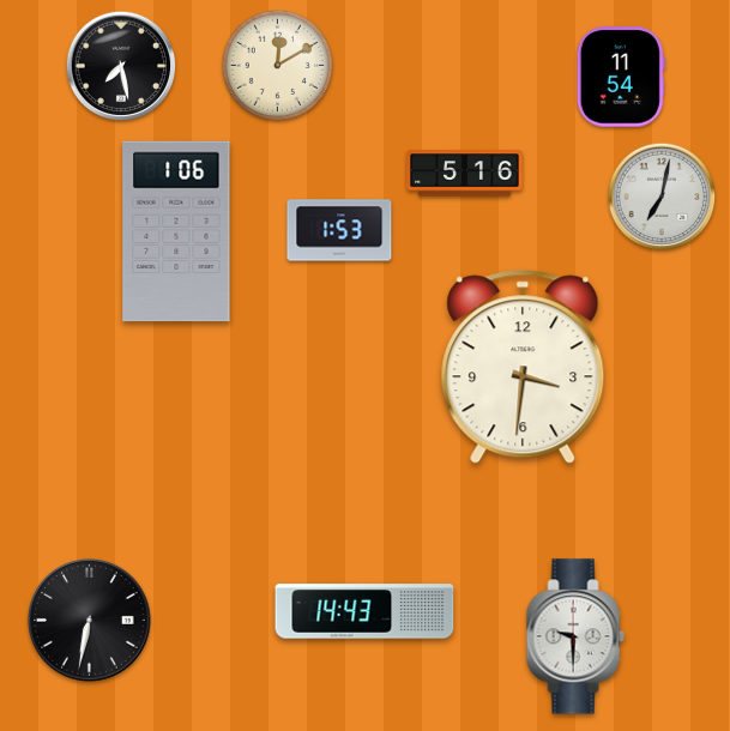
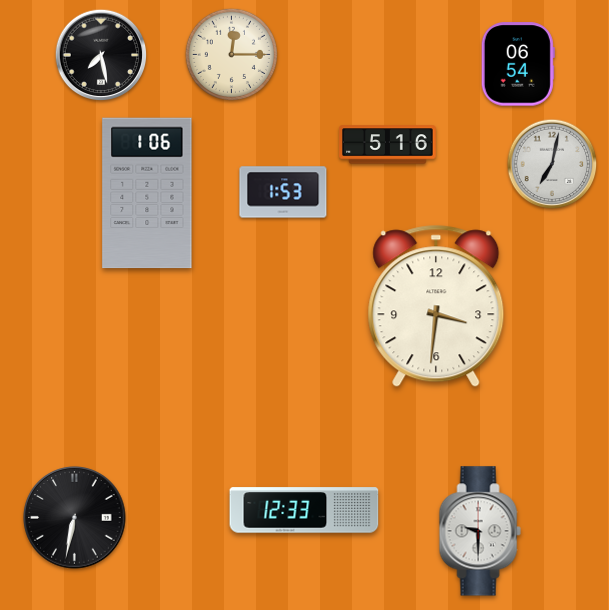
clock at (277, 65): 12:10 -> 12:15
clock at (621, 77): 11:54 -> 06:54
clock at (364, 611): 14:43 -> 12:33
